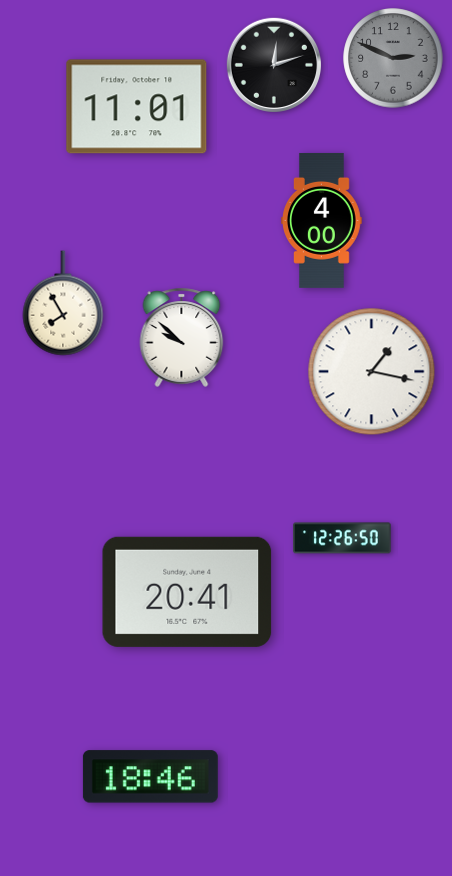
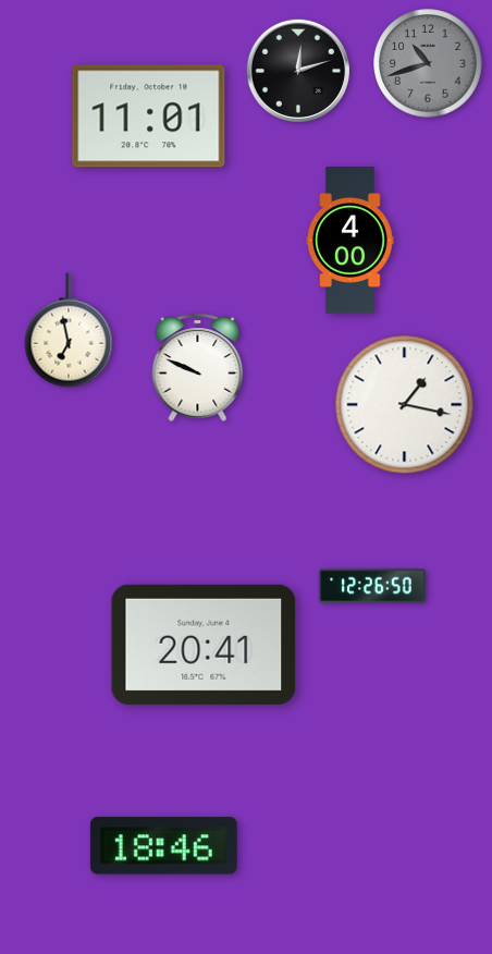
clock at (393, 58): 2:49 -> 10:42
clock at (63, 303): 7:55 -> 6:58
clock at (182, 337): 9:52 -> 9:49
